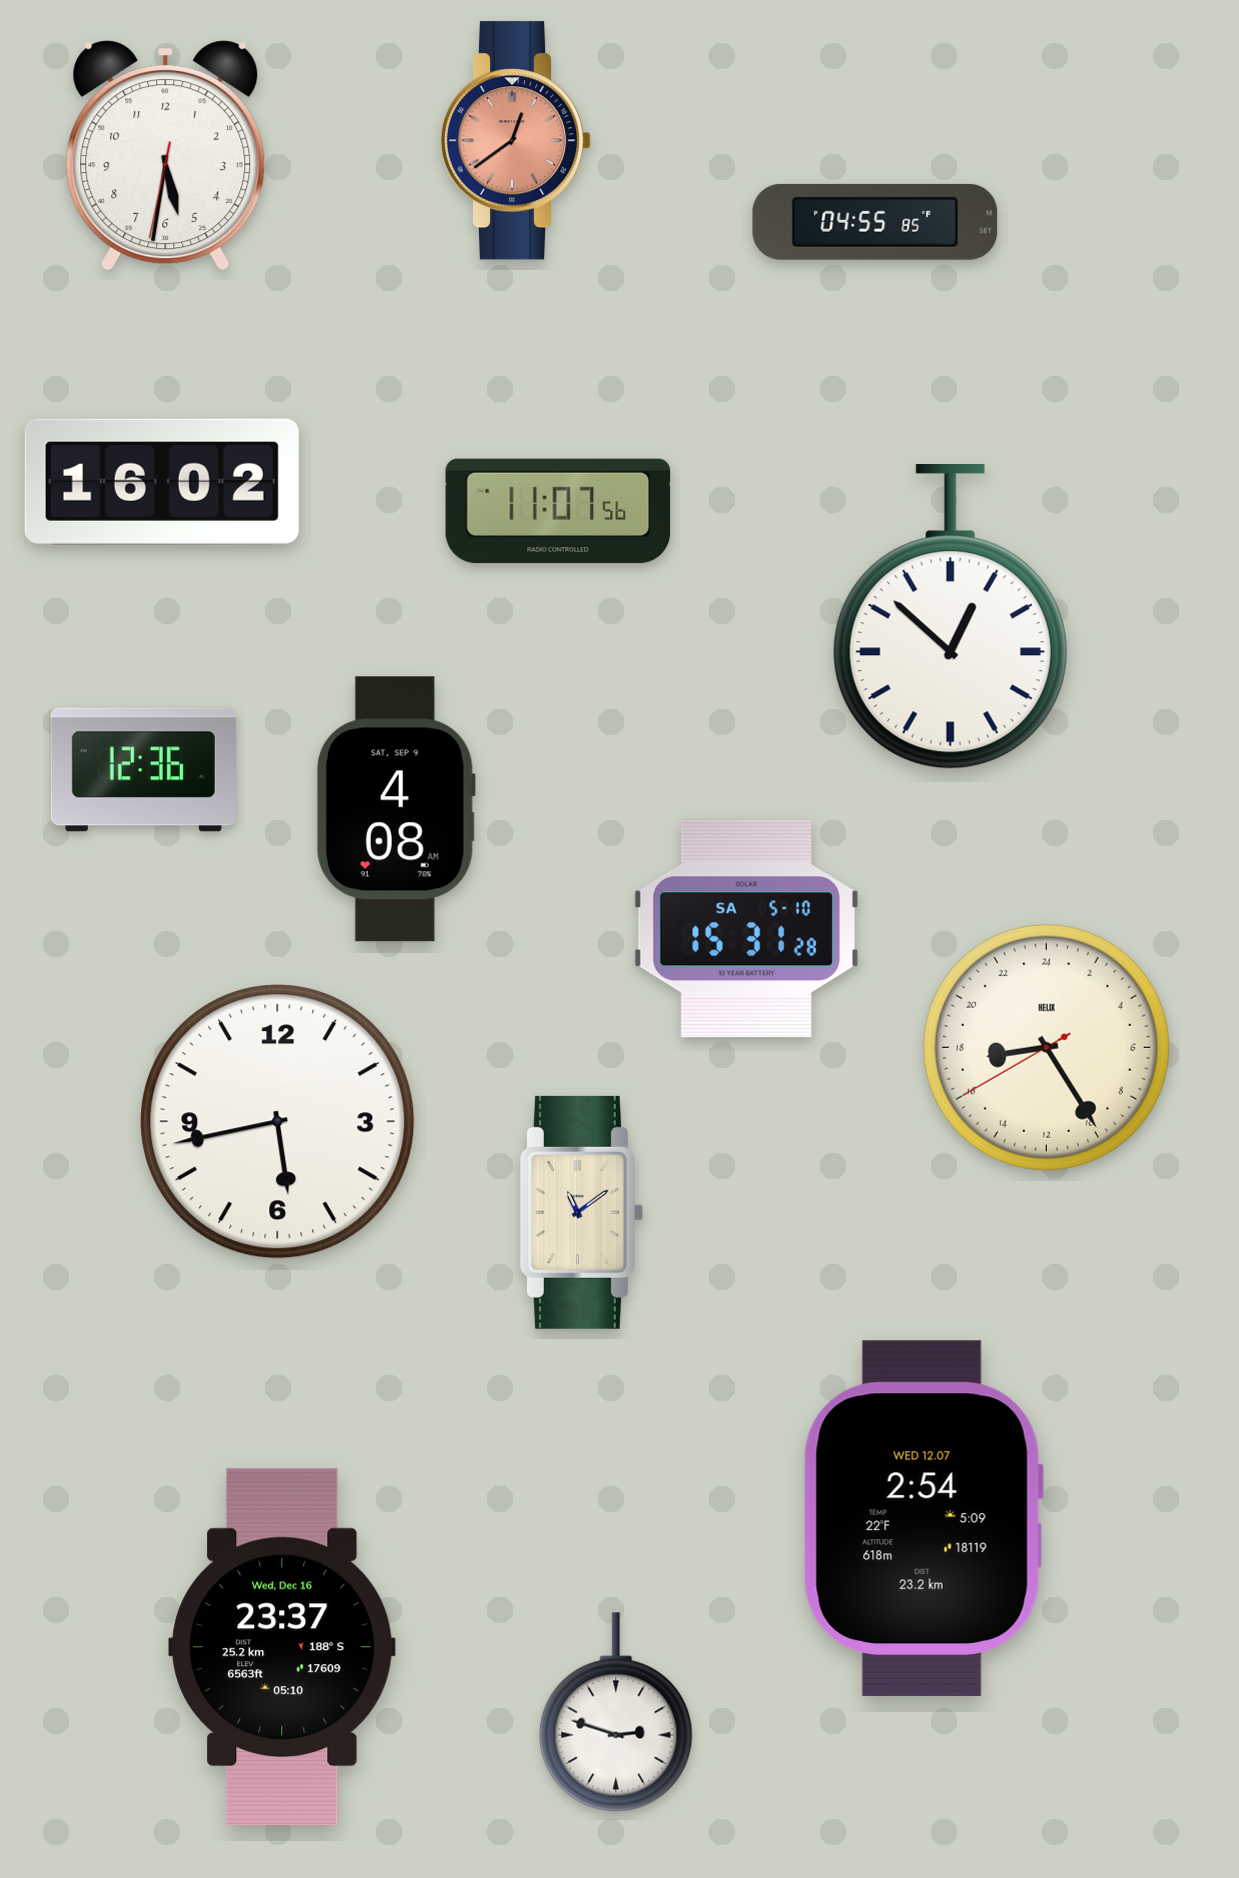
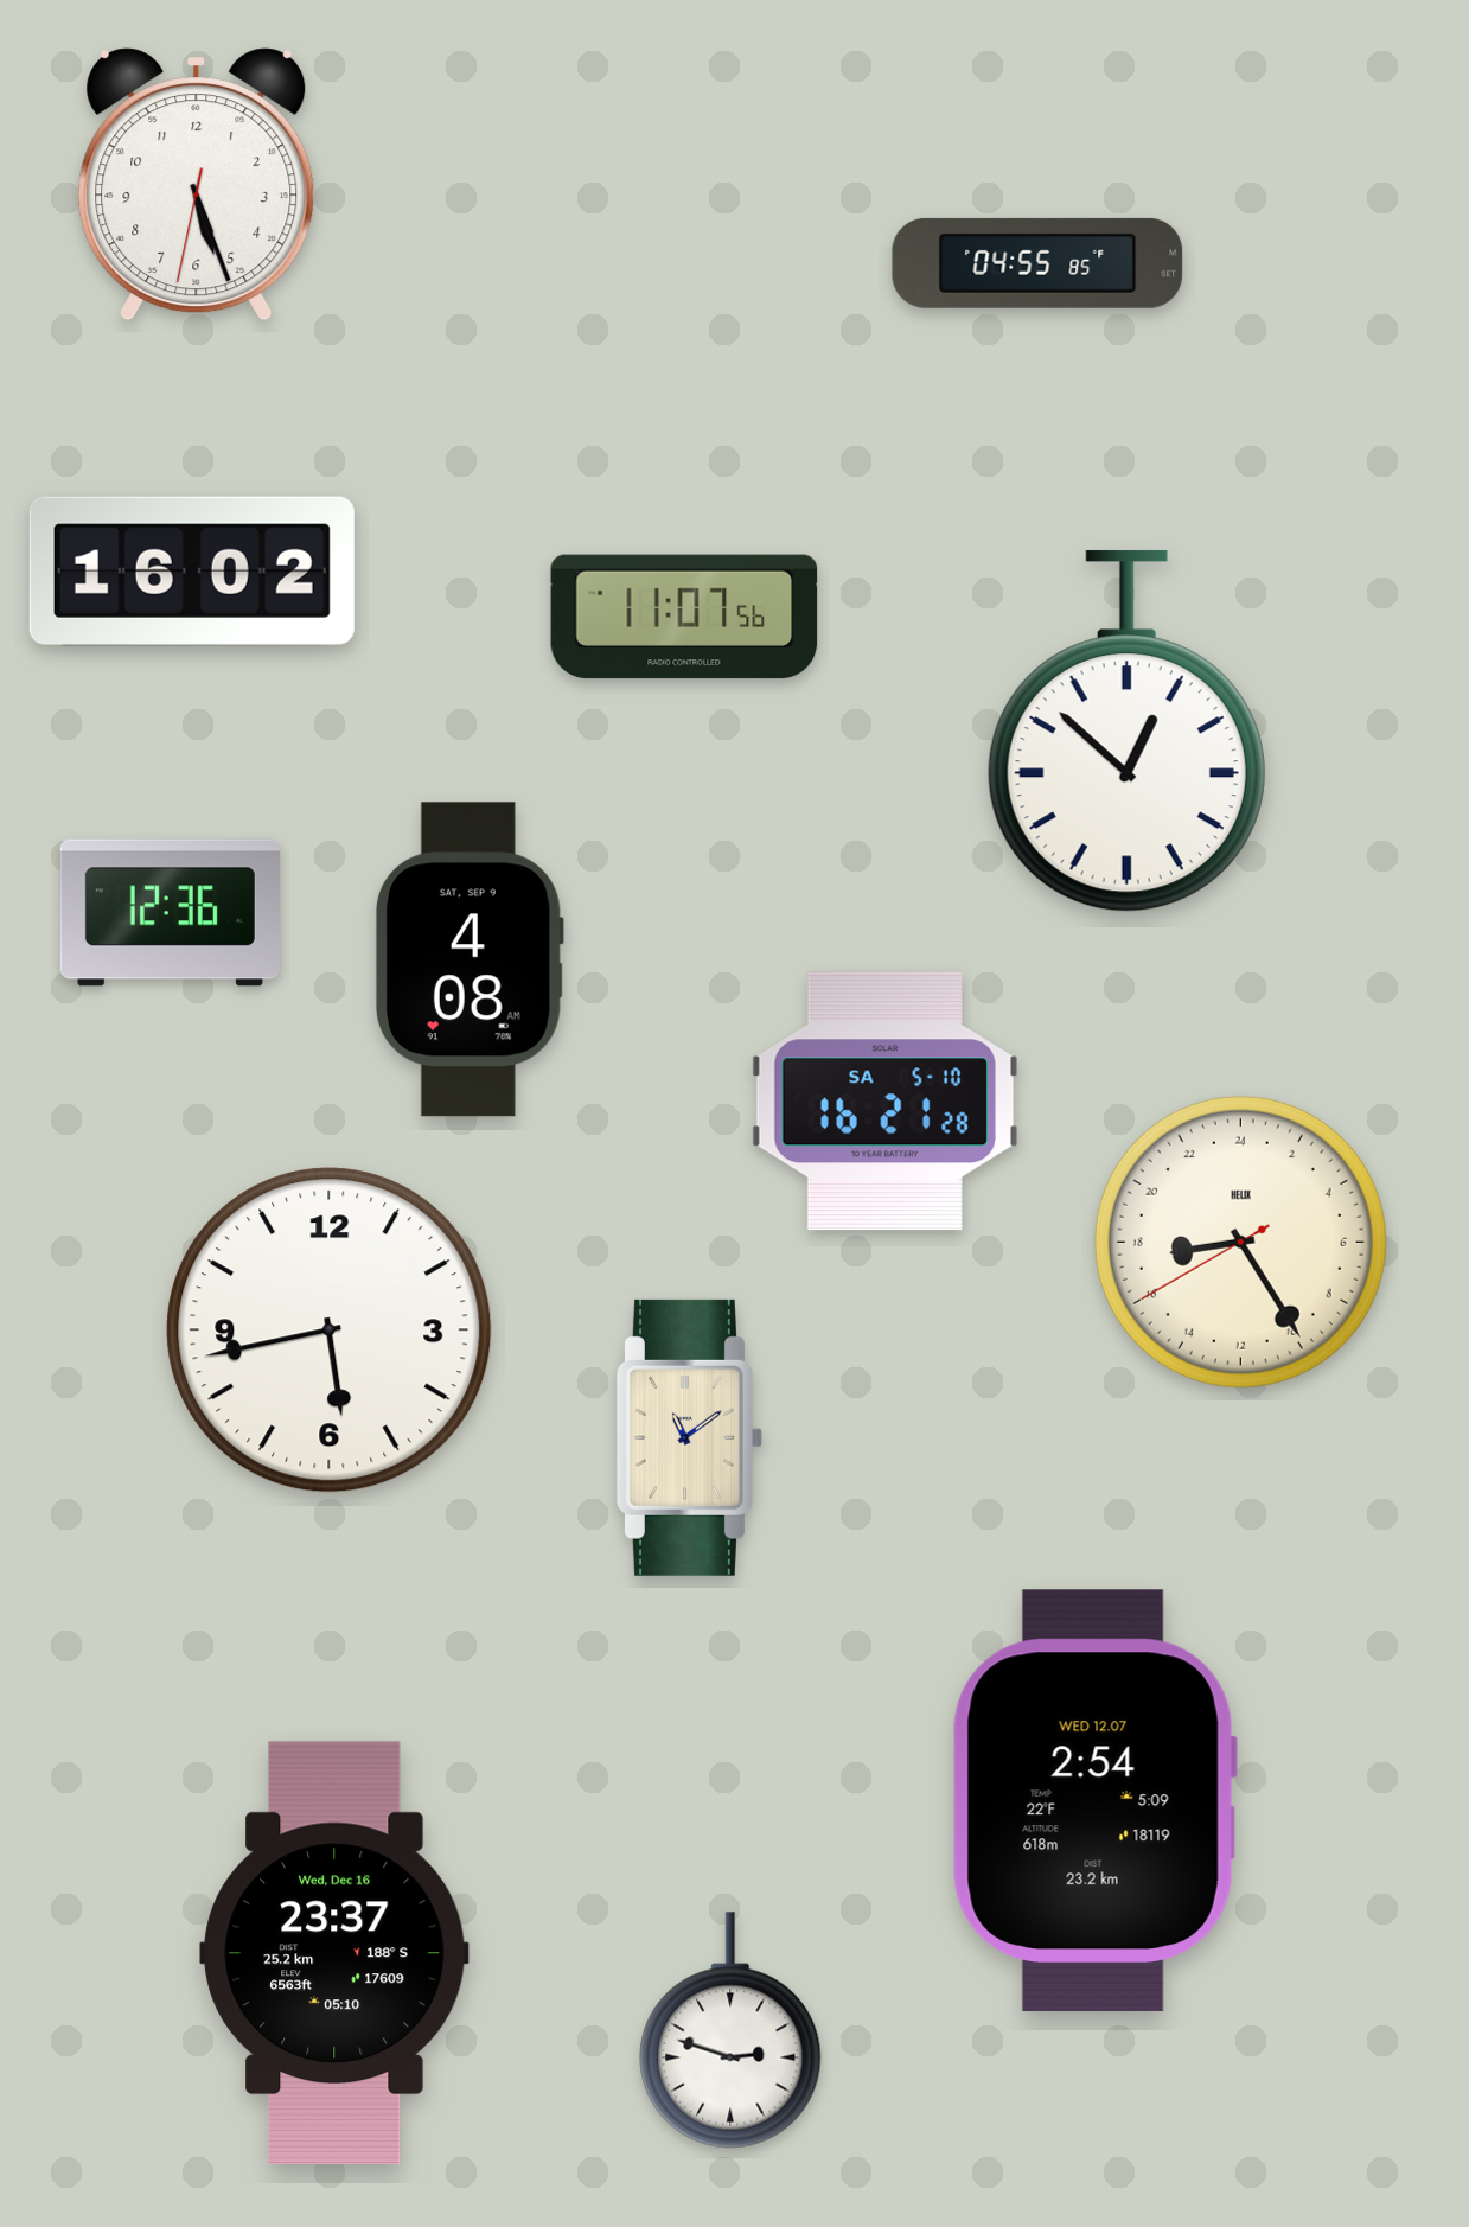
clock at (516, 141): 12:39 -> none
clock at (166, 156): 5:31 -> 5:26
clock at (558, 511) position: (558, 511) -> (684, 617)
clock at (746, 929): 15:31 -> 16:21
